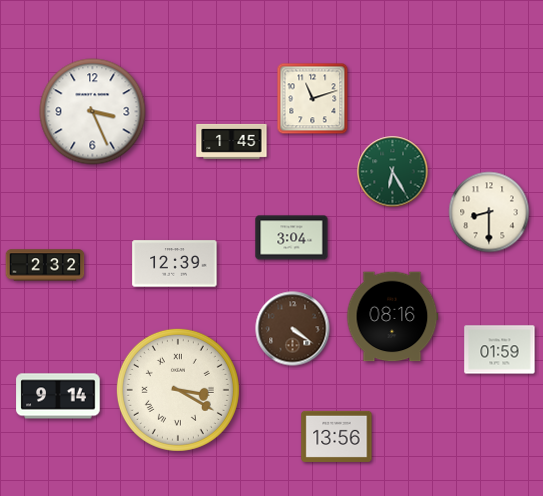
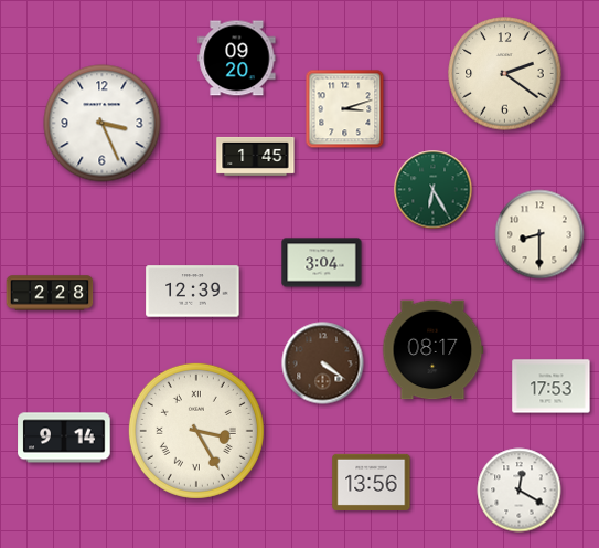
clock at (237, 59): none -> 09:20
clock at (505, 74): none -> 2:21
clock at (313, 99): 11:12 -> 3:12
clock at (45, 265): 2:32 -> 2:28
clock at (392, 317): 08:16 -> 08:17
clock at (500, 350): 01:59 -> 17:53
clock at (178, 390): 3:20 -> 3:25
clock at (520, 491): none -> 12:20
